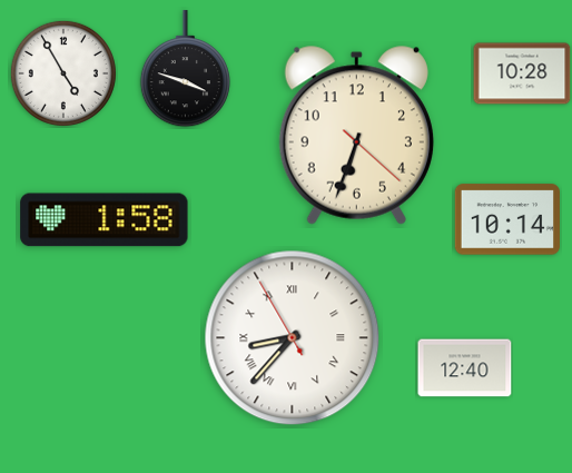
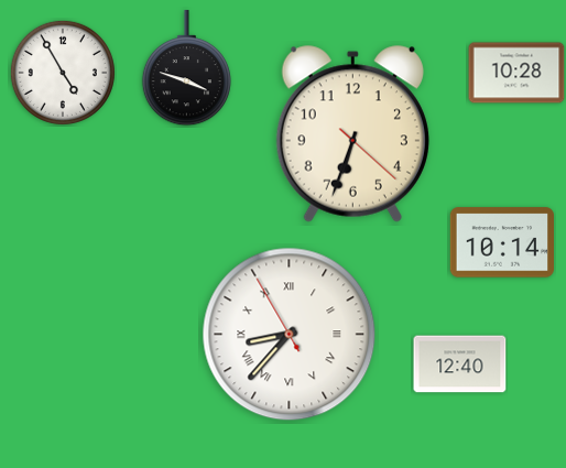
clock at (185, 69) position: (185, 69) -> (186, 68)
clock at (507, 219) position: (507, 219) -> (502, 242)
clock at (105, 220): 1:58 -> none
